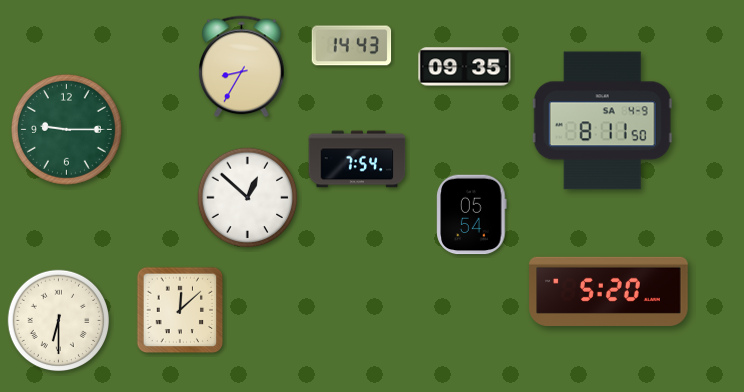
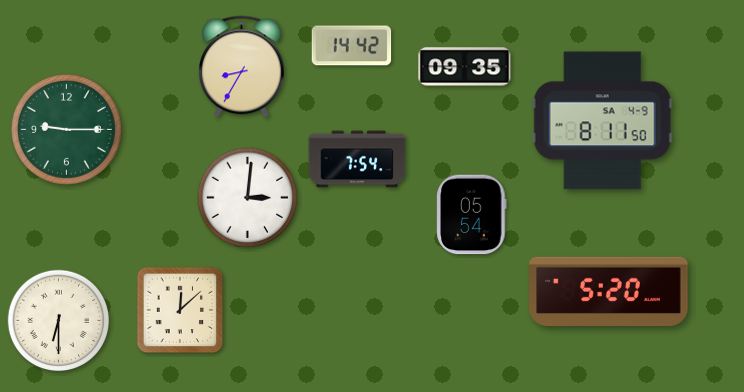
clock at (352, 46): 14:43 -> 14:42
clock at (248, 198): 12:52 -> 3:01
